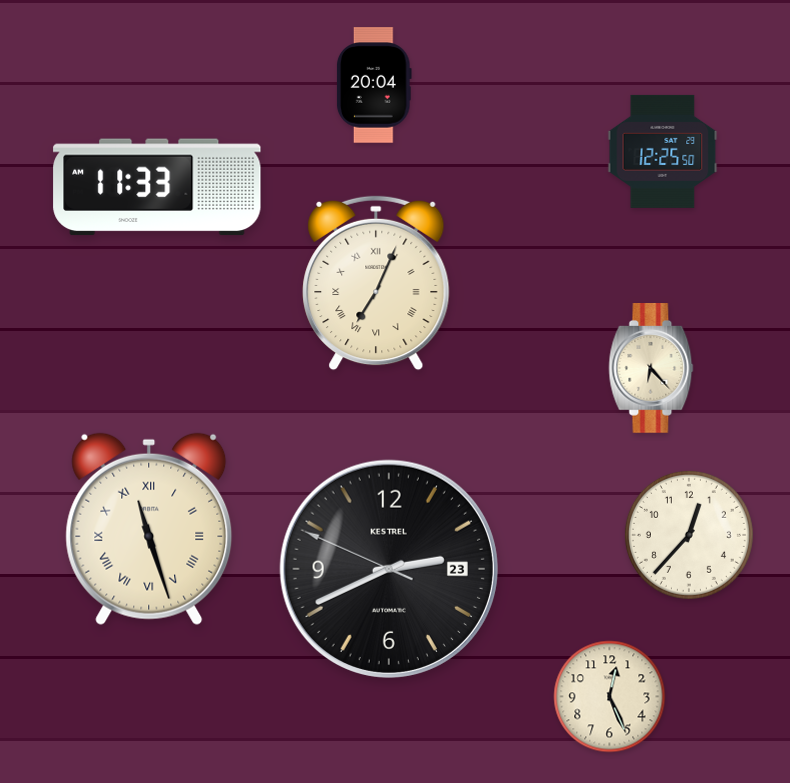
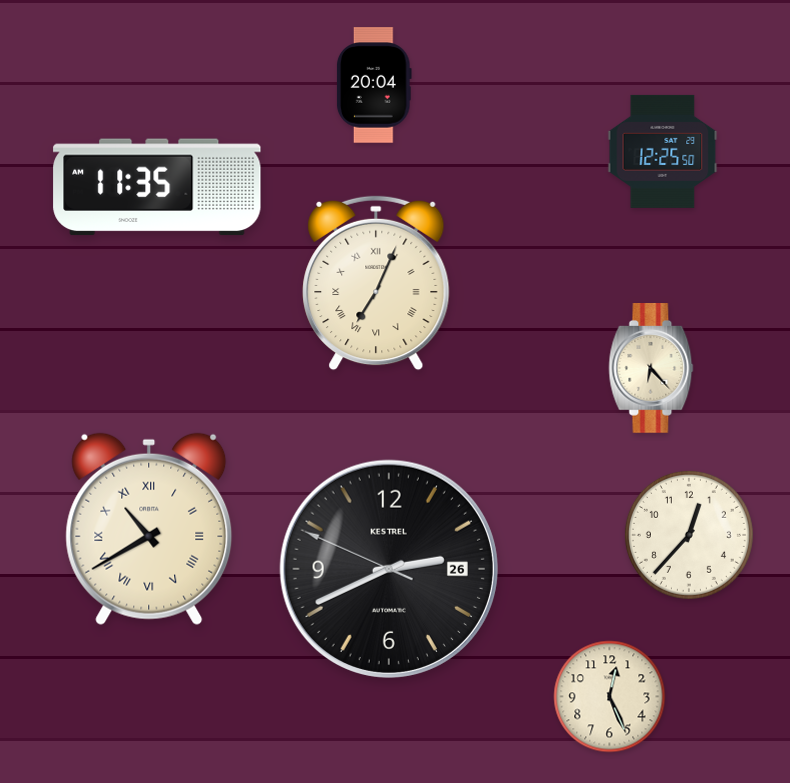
clock at (157, 187): 11:33 -> 11:35
clock at (149, 529): 11:27 -> 10:40
clock at (388, 568) date: 23 -> 26
